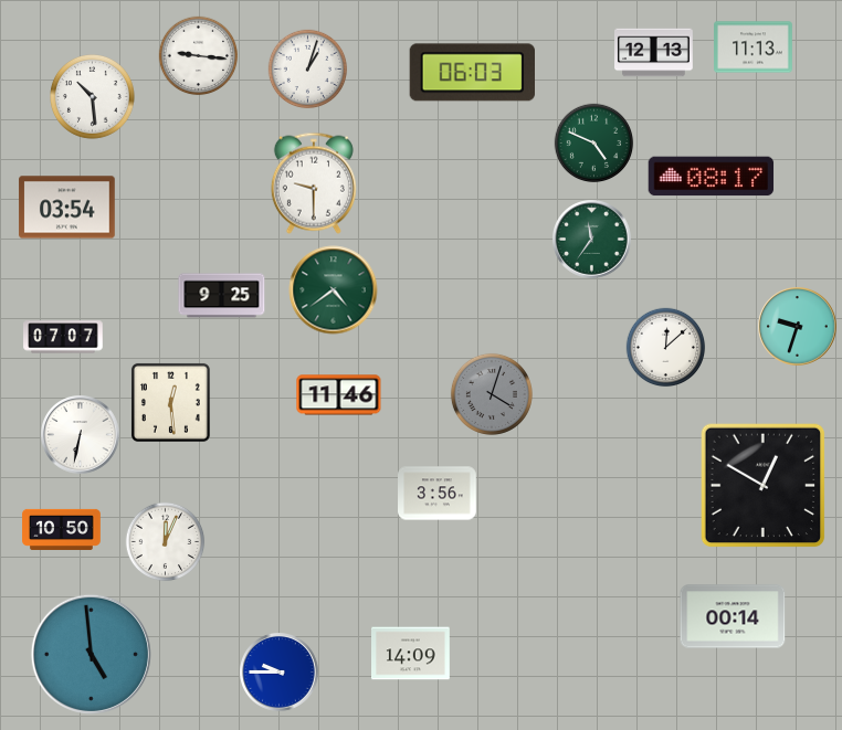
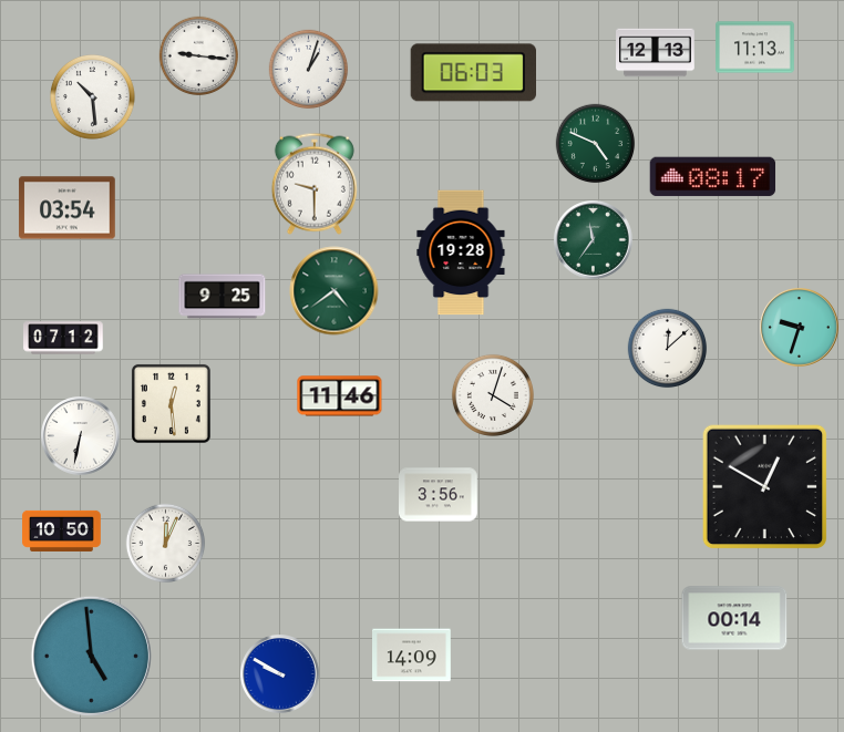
clock at (461, 252): none -> 19:28
clock at (63, 337): 07:07 -> 07:12
clock at (492, 394) dial: grey -> white
clock at (280, 673): 9:45 -> 9:50
